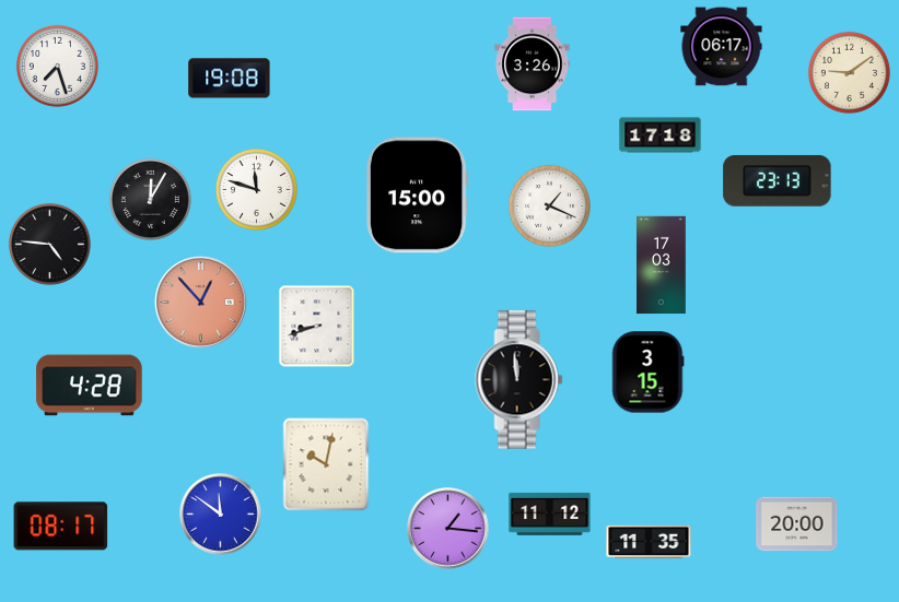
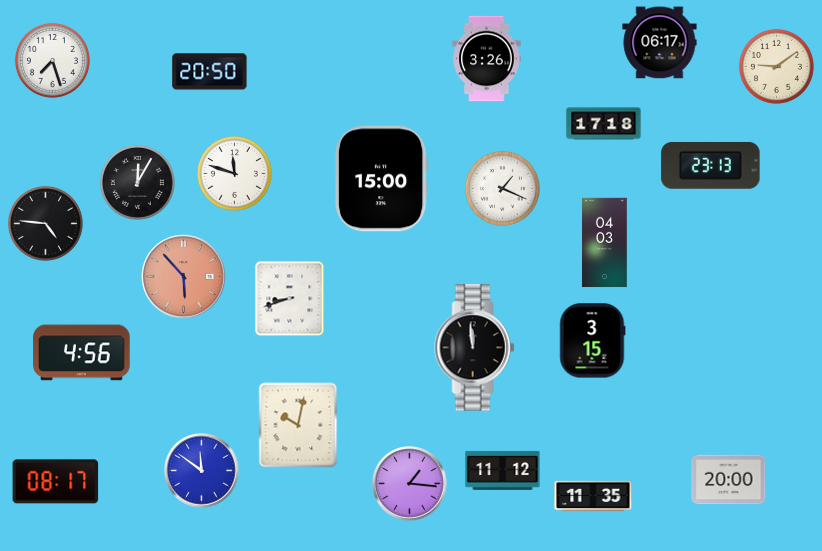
clock at (230, 79): 19:08 -> 20:50
clock at (662, 265): 17:03 -> 04:03
clock at (201, 303): 12:53 -> 5:53
clock at (90, 386): 4:28 -> 4:56
